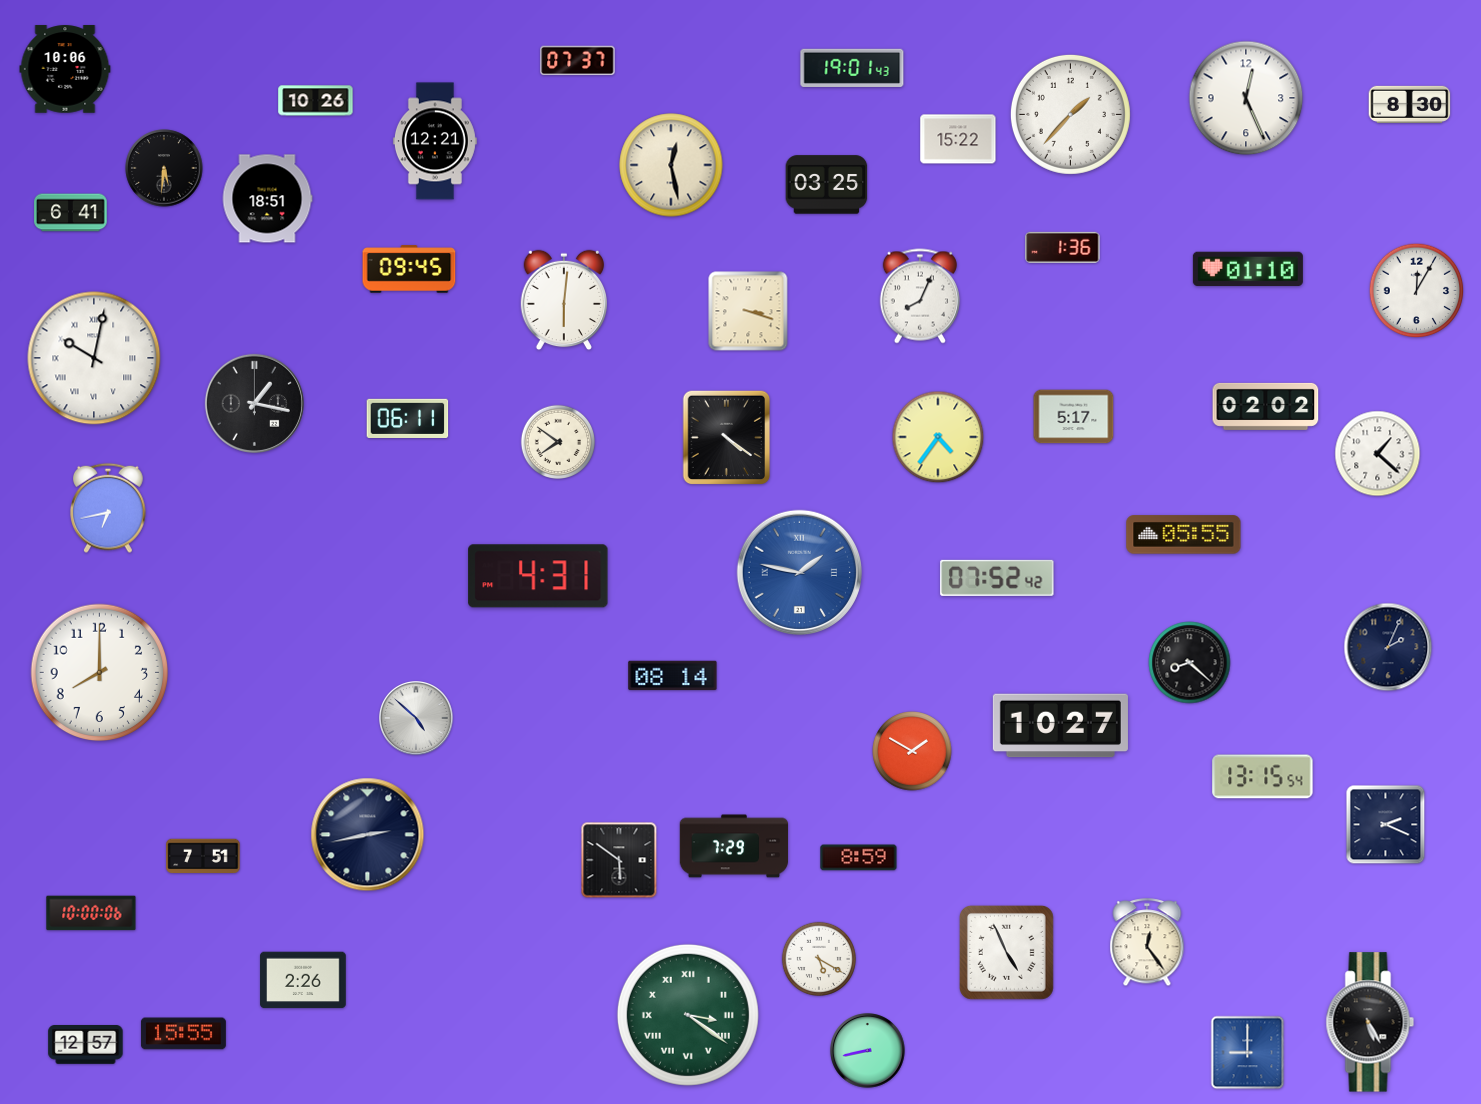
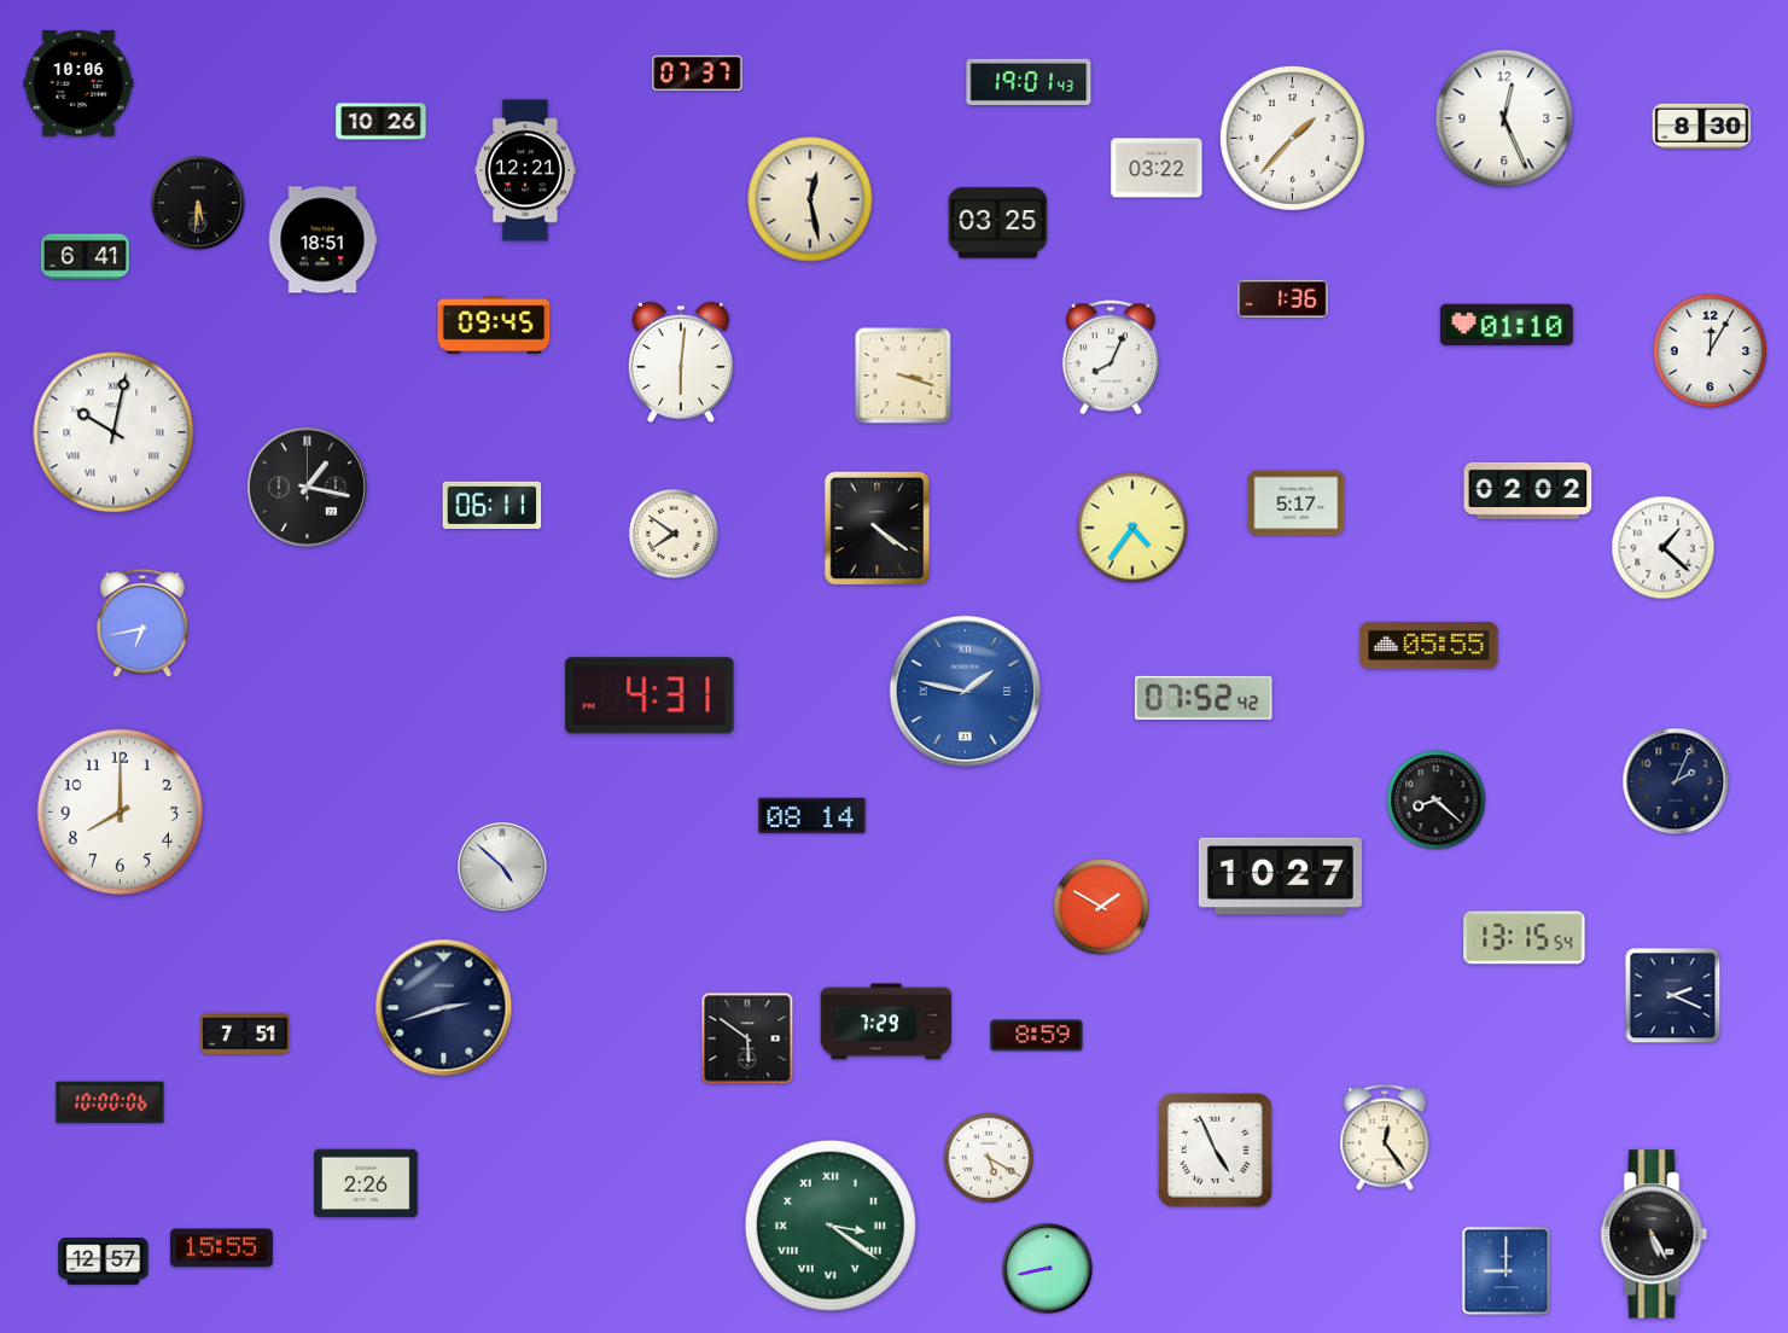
clock at (958, 139): 15:22 -> 03:22
clock at (108, 508) position: (108, 508) -> (142, 623)
clock at (368, 835): 2:43 -> 2:42
